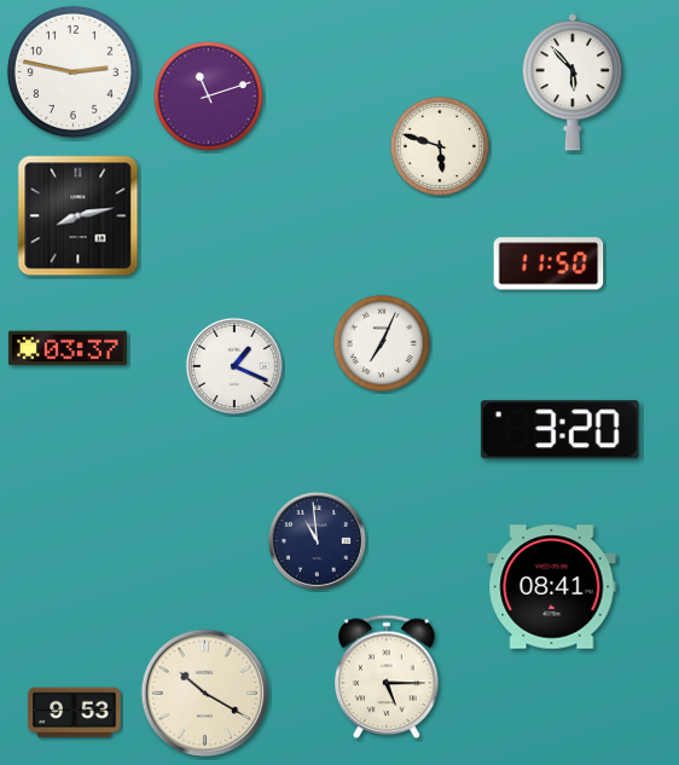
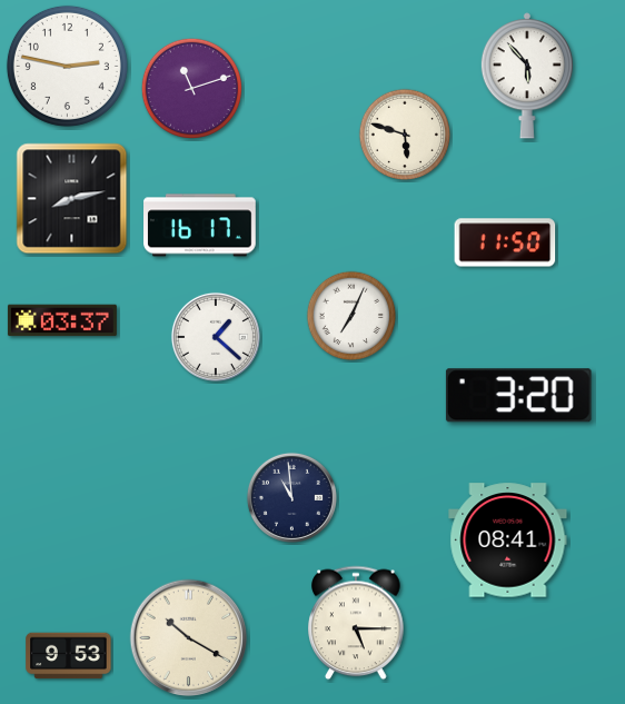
clock at (200, 226): none -> 16:17
clock at (234, 366): 1:19 -> 1:22
clock at (559, 430) position: (559, 430) -> (518, 396)
